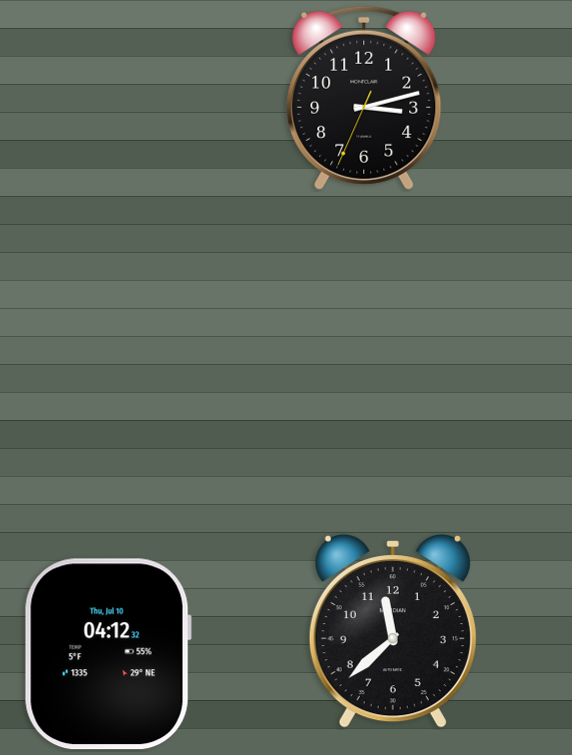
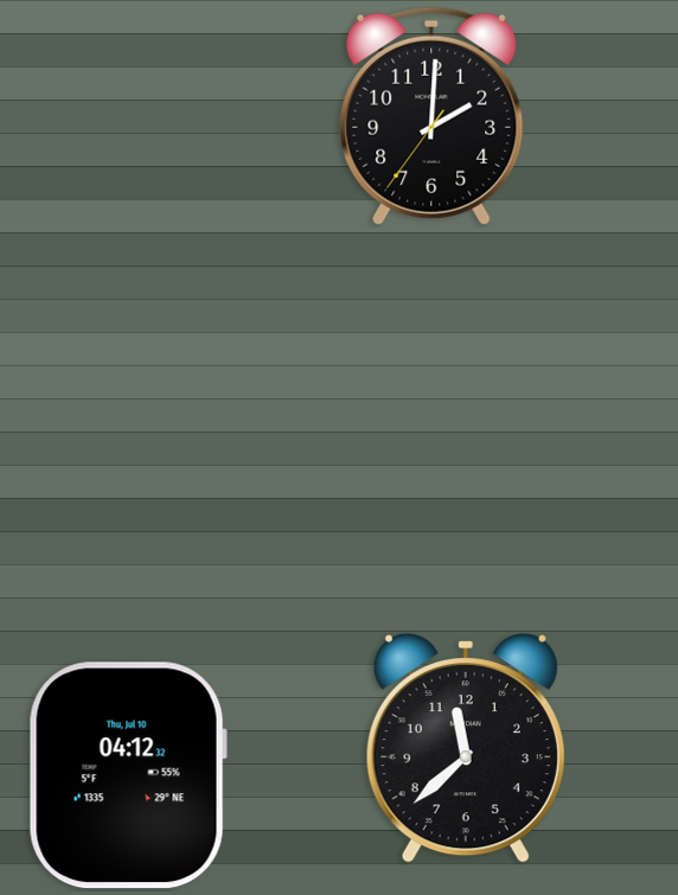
clock at (364, 98): 3:12 -> 2:00
